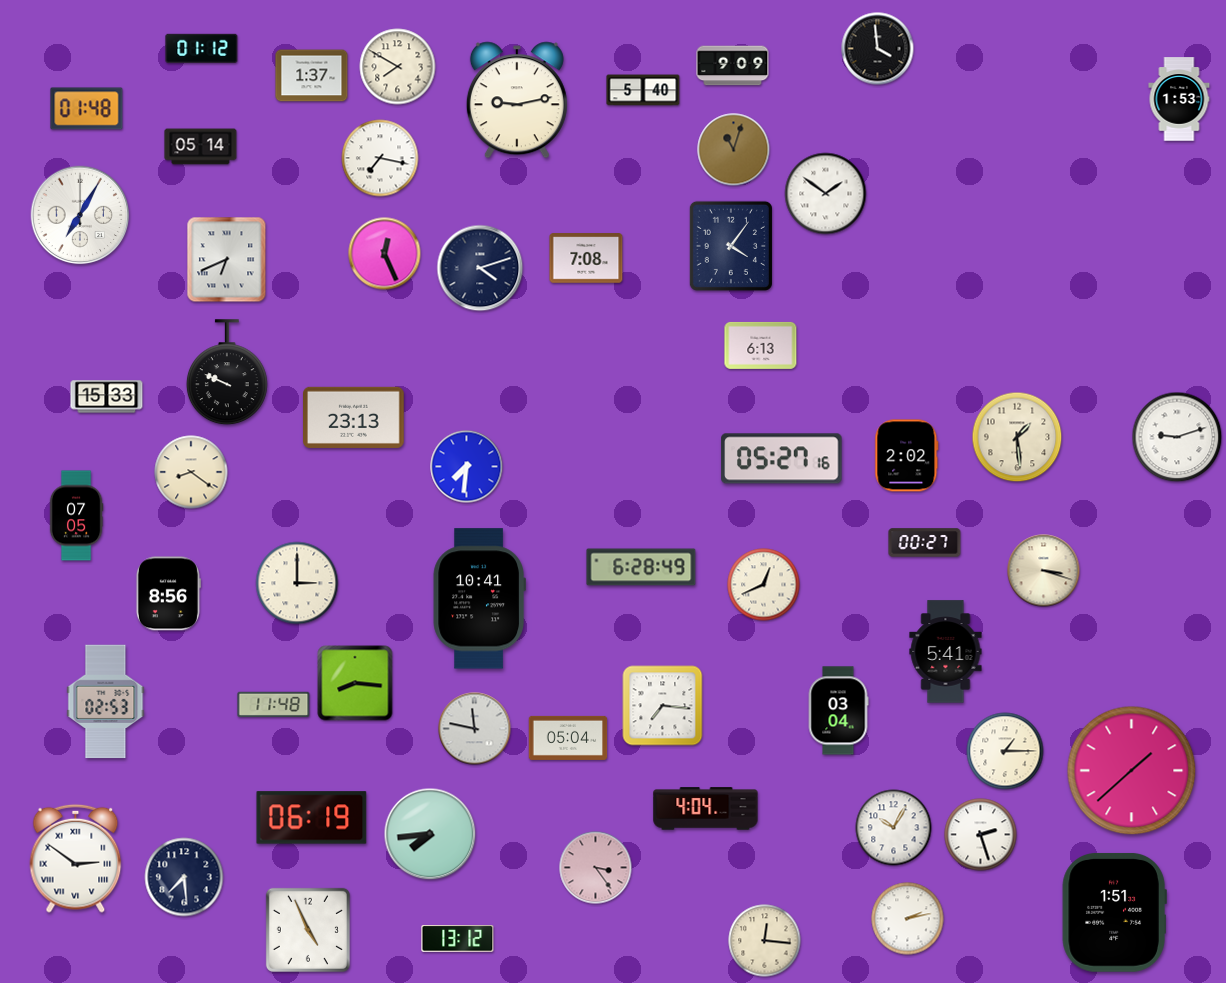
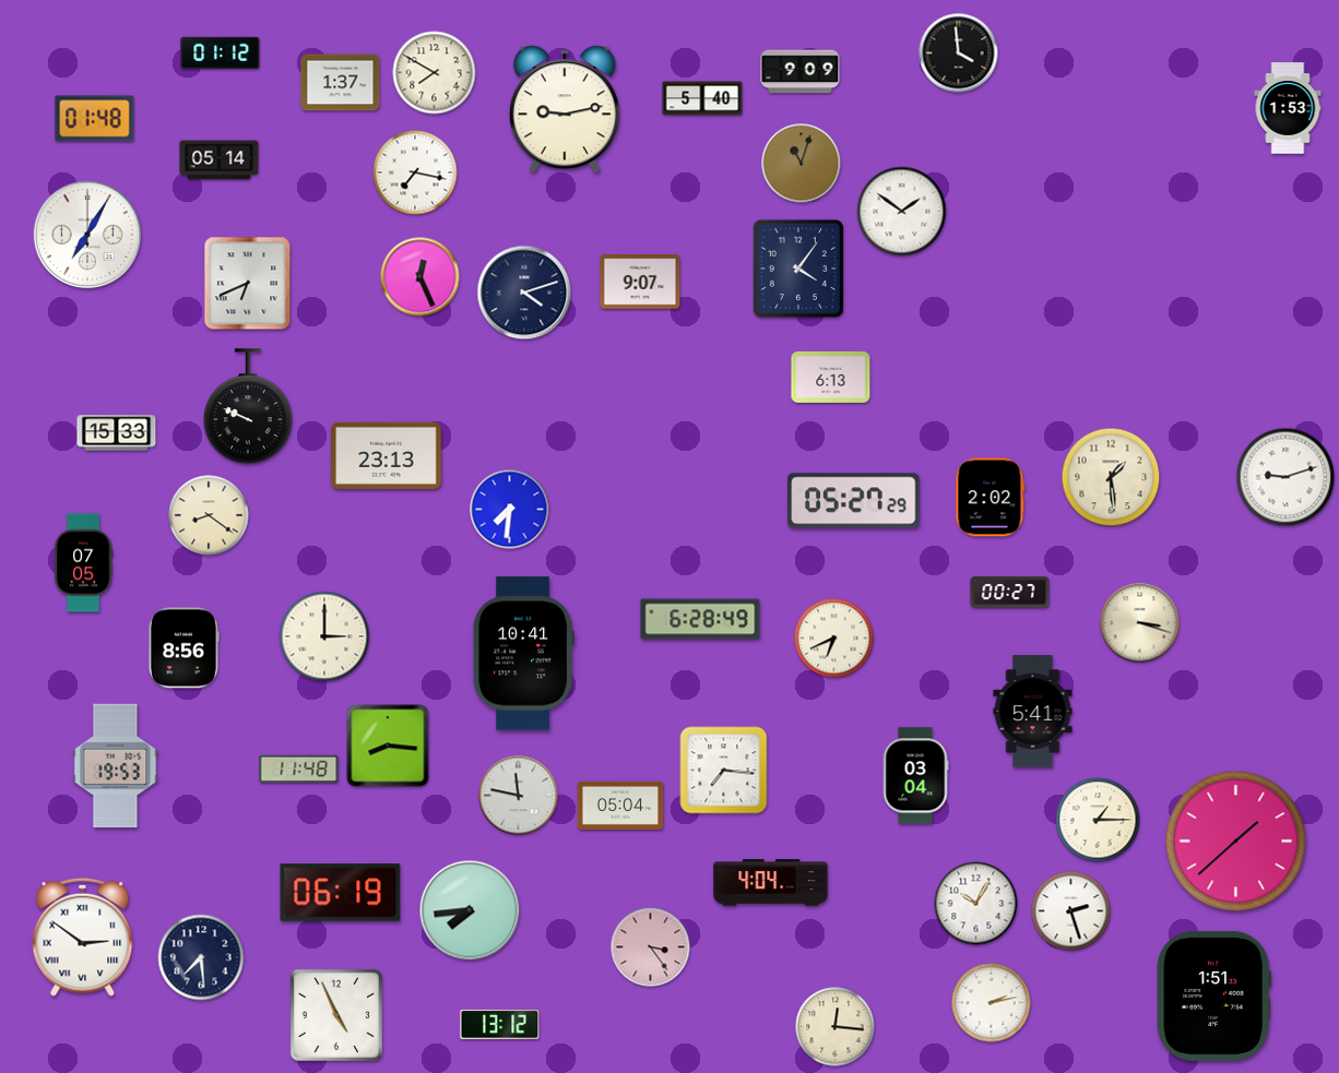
clock at (586, 258): 7:08 -> 9:07
clock at (782, 459): 05:27:16 -> 05:27:29
clock at (764, 585): 12:41 -> 6:41
clock at (106, 702): 02:53 -> 19:53
clock at (1114, 912) position: (1114, 912) -> (1213, 995)
